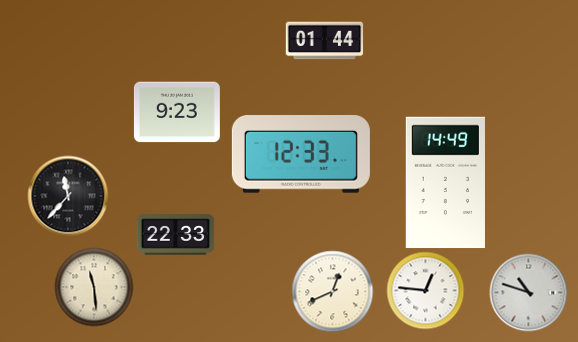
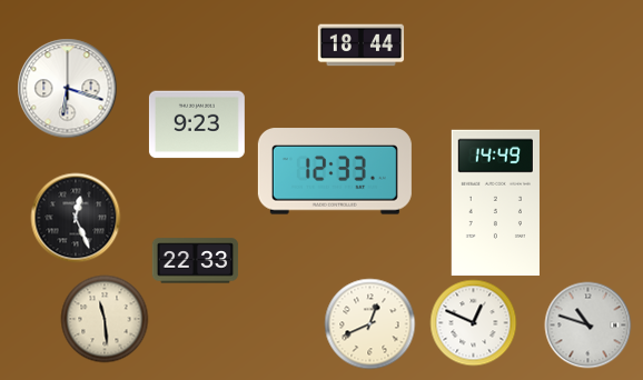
clock at (324, 41): 01:44 -> 18:44
clock at (67, 88): none -> 6:18
clock at (68, 196): 11:37 -> 12:26
clock at (425, 290): 12:46 -> 12:49
